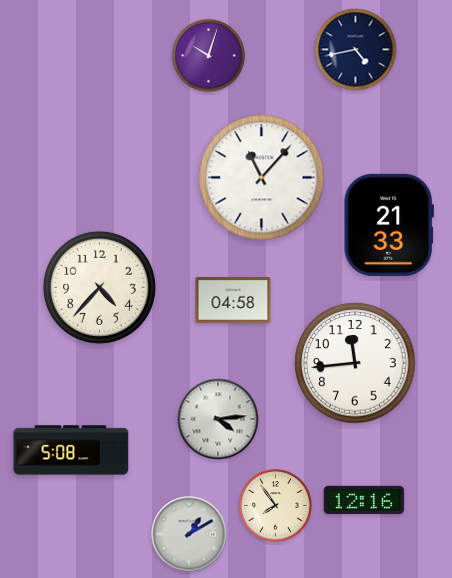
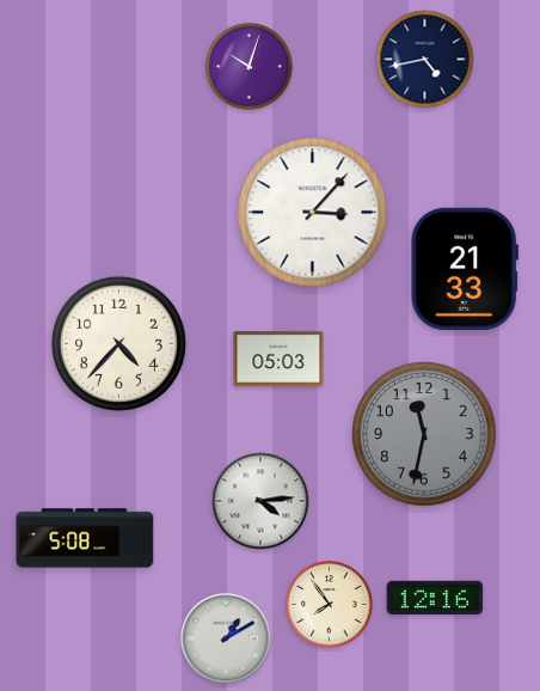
clock at (262, 178): 11:07 -> 3:07
clock at (233, 301): 04:58 -> 05:03
clock at (355, 363): 11:44 -> 11:32
clock at (355, 363) dial: white -> grey
